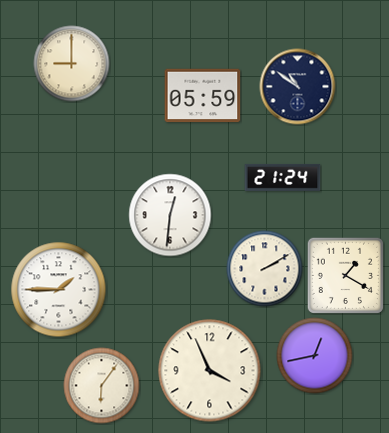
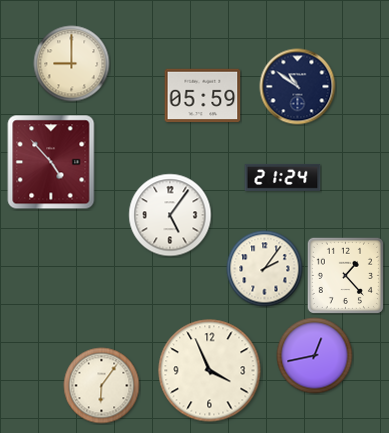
clock at (51, 162): none -> 4:53
clock at (170, 215): 12:31 -> 5:06
clock at (265, 269): 2:10 -> 2:06
clock at (345, 275): 1:20 -> 1:23
clock at (59, 290): 1:45 -> none
